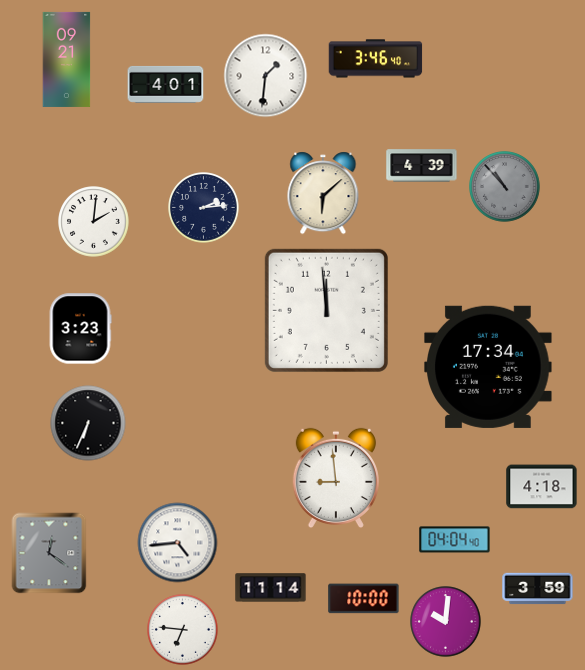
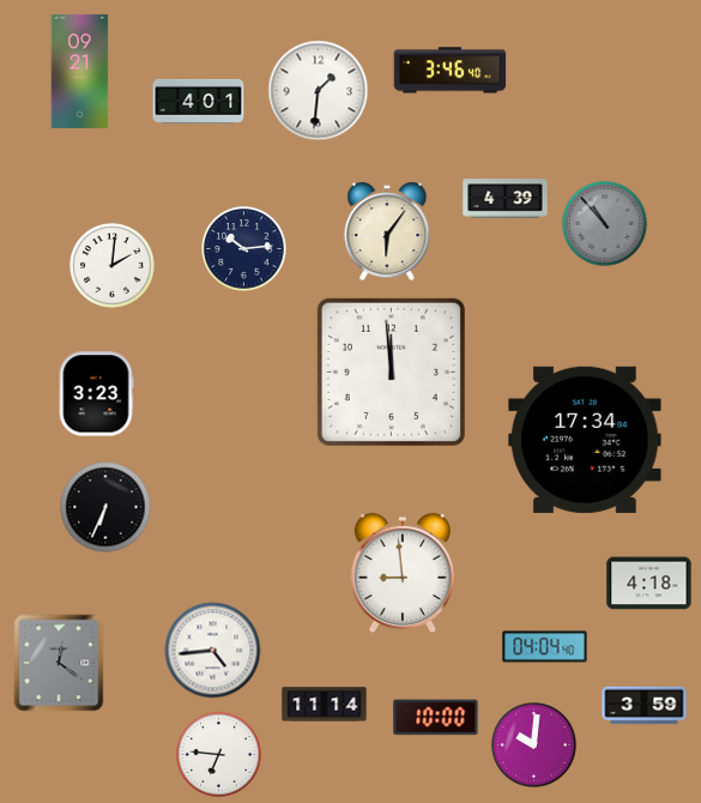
clock at (323, 193): 6:08 -> 6:06
clock at (204, 208): 2:14 -> 10:14
